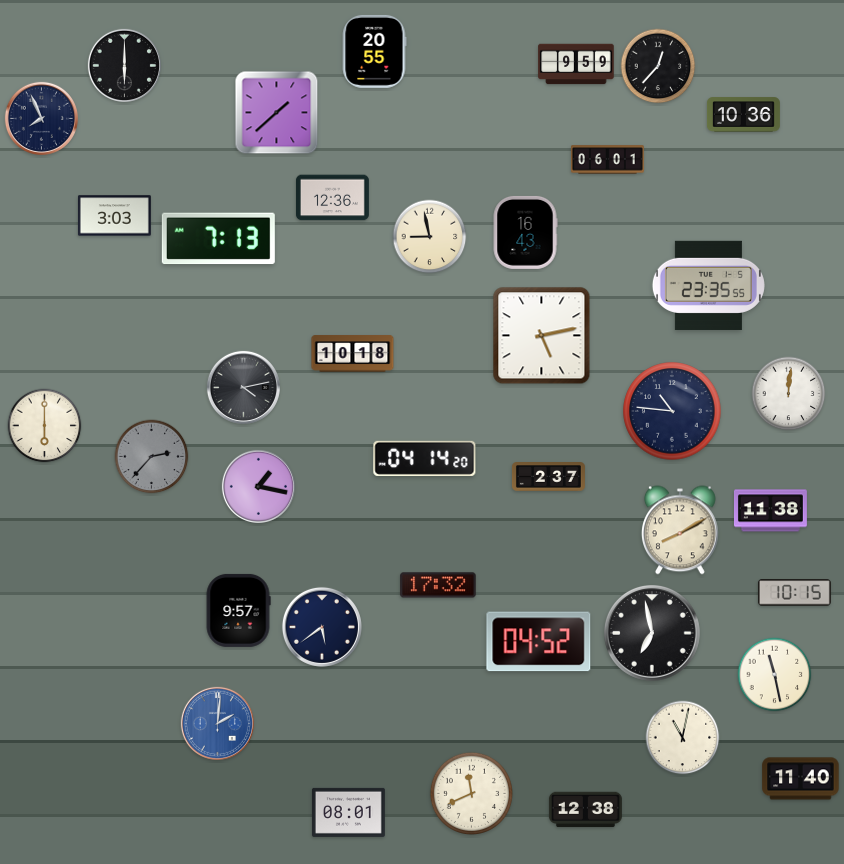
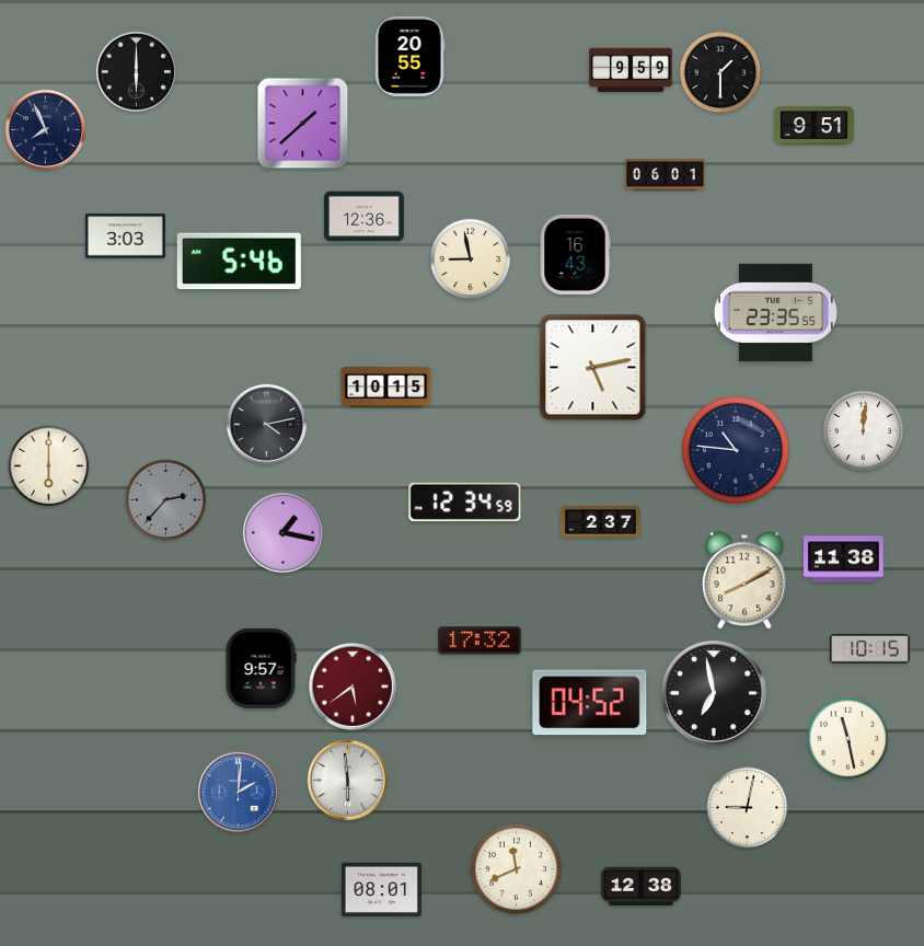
clock at (658, 66): 12:37 -> 1:30
clock at (743, 115): 10:36 -> 9:51
clock at (218, 239): 7:13 -> 5:46
clock at (353, 354): 10:18 -> 10:15
clock at (425, 458): 04:14 -> 12:34
clock at (322, 627) dial: navy -> burgundy
clock at (347, 780): none -> 5:59
clock at (683, 738): 11:02 -> 9:02
clock at (801, 779): 11:40 -> none
